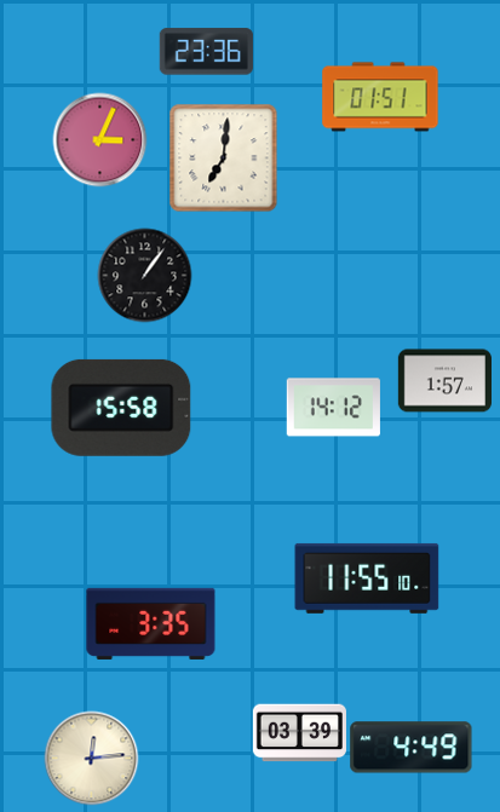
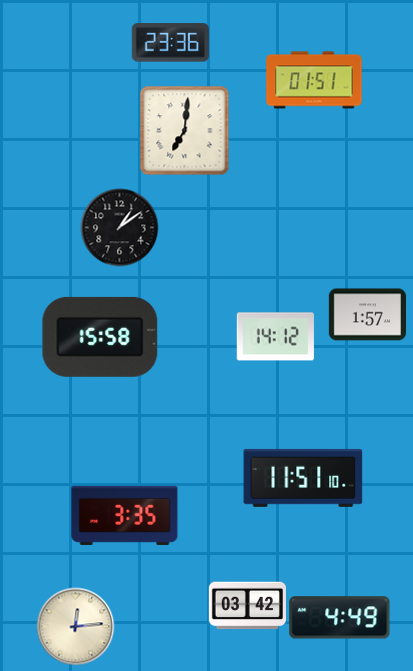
clock at (99, 139): 3:04 -> none
clock at (144, 275): 1:06 -> 1:09
clock at (367, 578): 11:55 -> 11:51
clock at (299, 733): 03:39 -> 03:42
